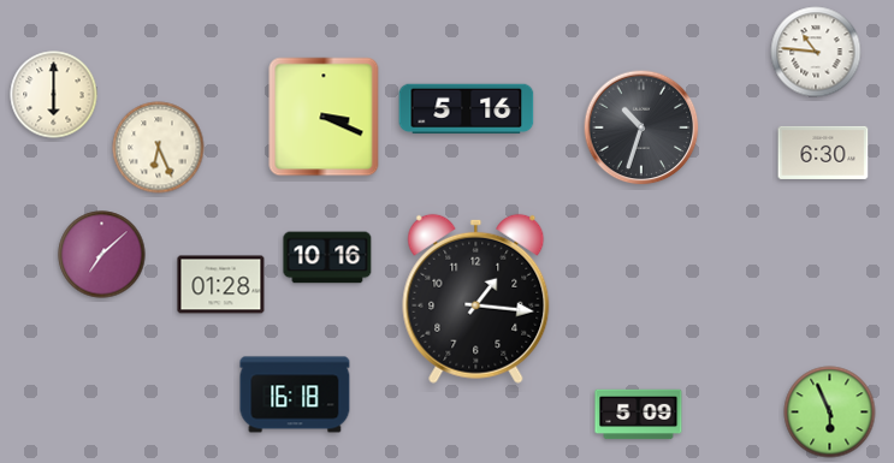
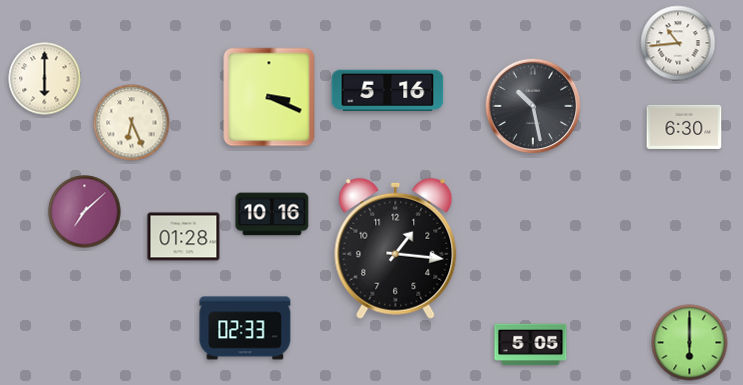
clock at (816, 52): 10:46 -> 10:44
clock at (641, 127): 10:33 -> 10:28
clock at (295, 394): 16:18 -> 02:33
clock at (830, 412): 5:56 -> 6:00
clock at (639, 415): 5:09 -> 5:05
